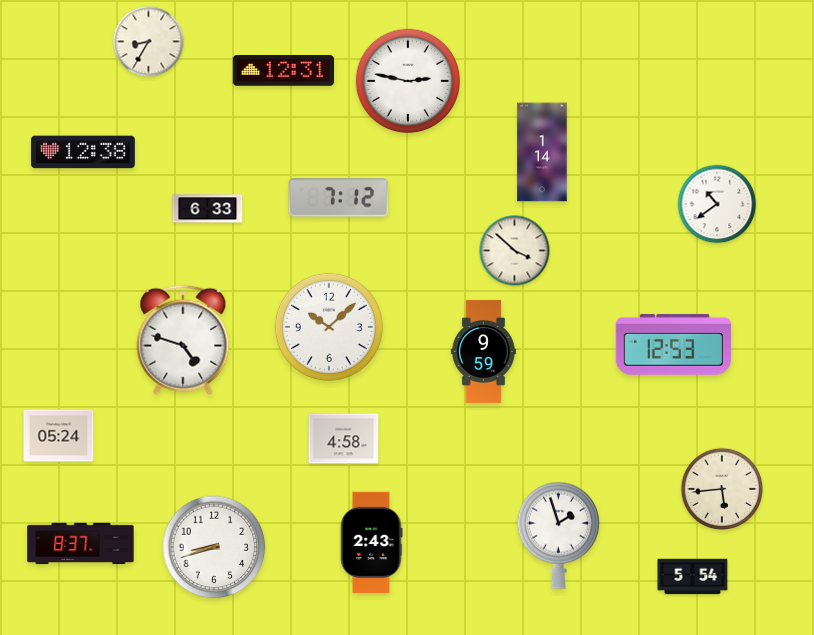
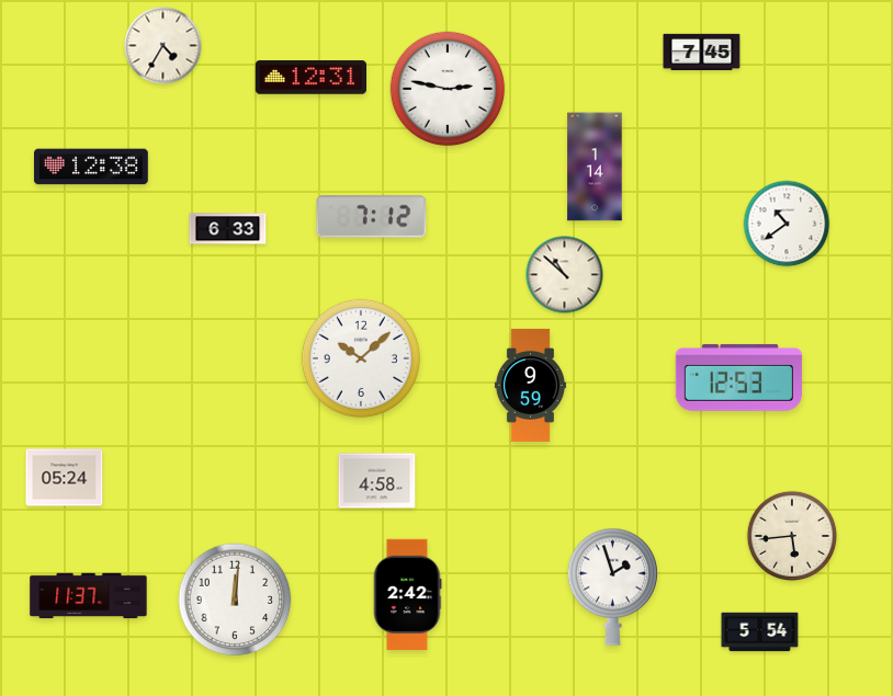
clock at (149, 42): 8:35 -> 4:35
clock at (702, 52): none -> 7:45
clock at (515, 251): 3:52 -> 10:52
clock at (183, 340): 4:48 -> none
clock at (371, 543): 2:43 -> 2:42
clock at (81, 544): 8:37 -> 11:37
clock at (214, 547): 8:42 -> 12:01
